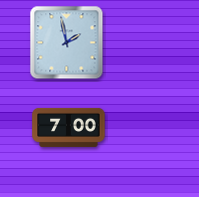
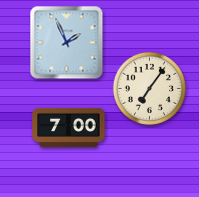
clock at (67, 43): 1:58 -> 1:56
clock at (149, 88): none -> 7:06
